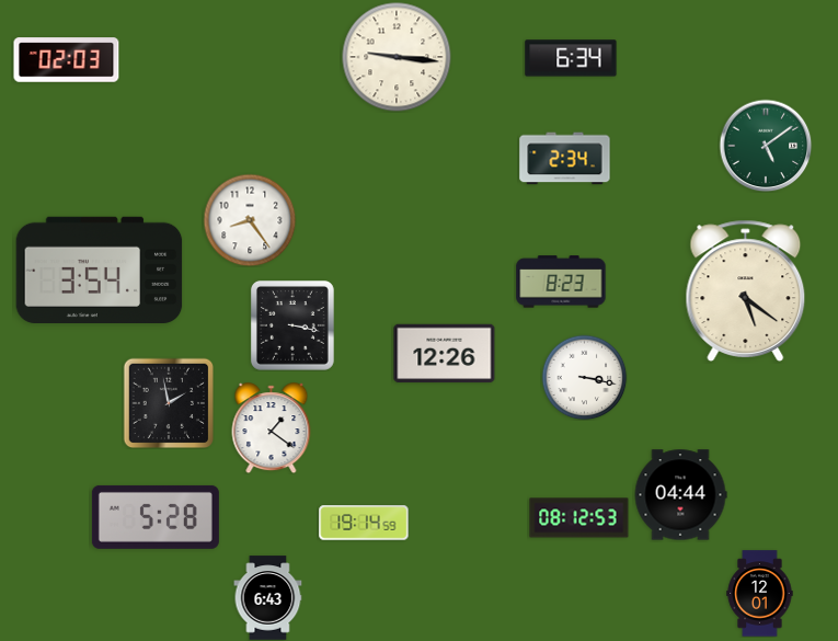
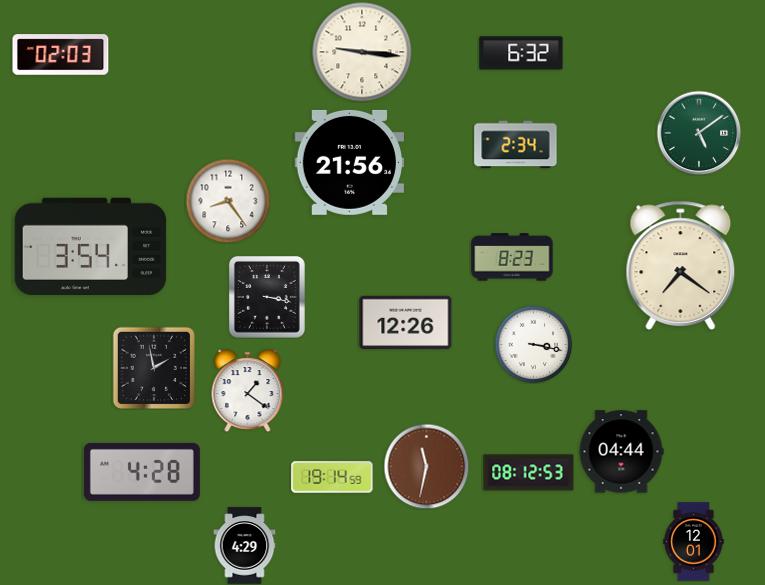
clock at (571, 58): 6:34 -> 6:32
clock at (349, 162): none -> 21:56
clock at (746, 290): 5:21 -> 7:21
clock at (426, 466): none -> 11:32
clock at (156, 517): 5:28 -> 4:28
clock at (268, 598): 6:43 -> 4:29
